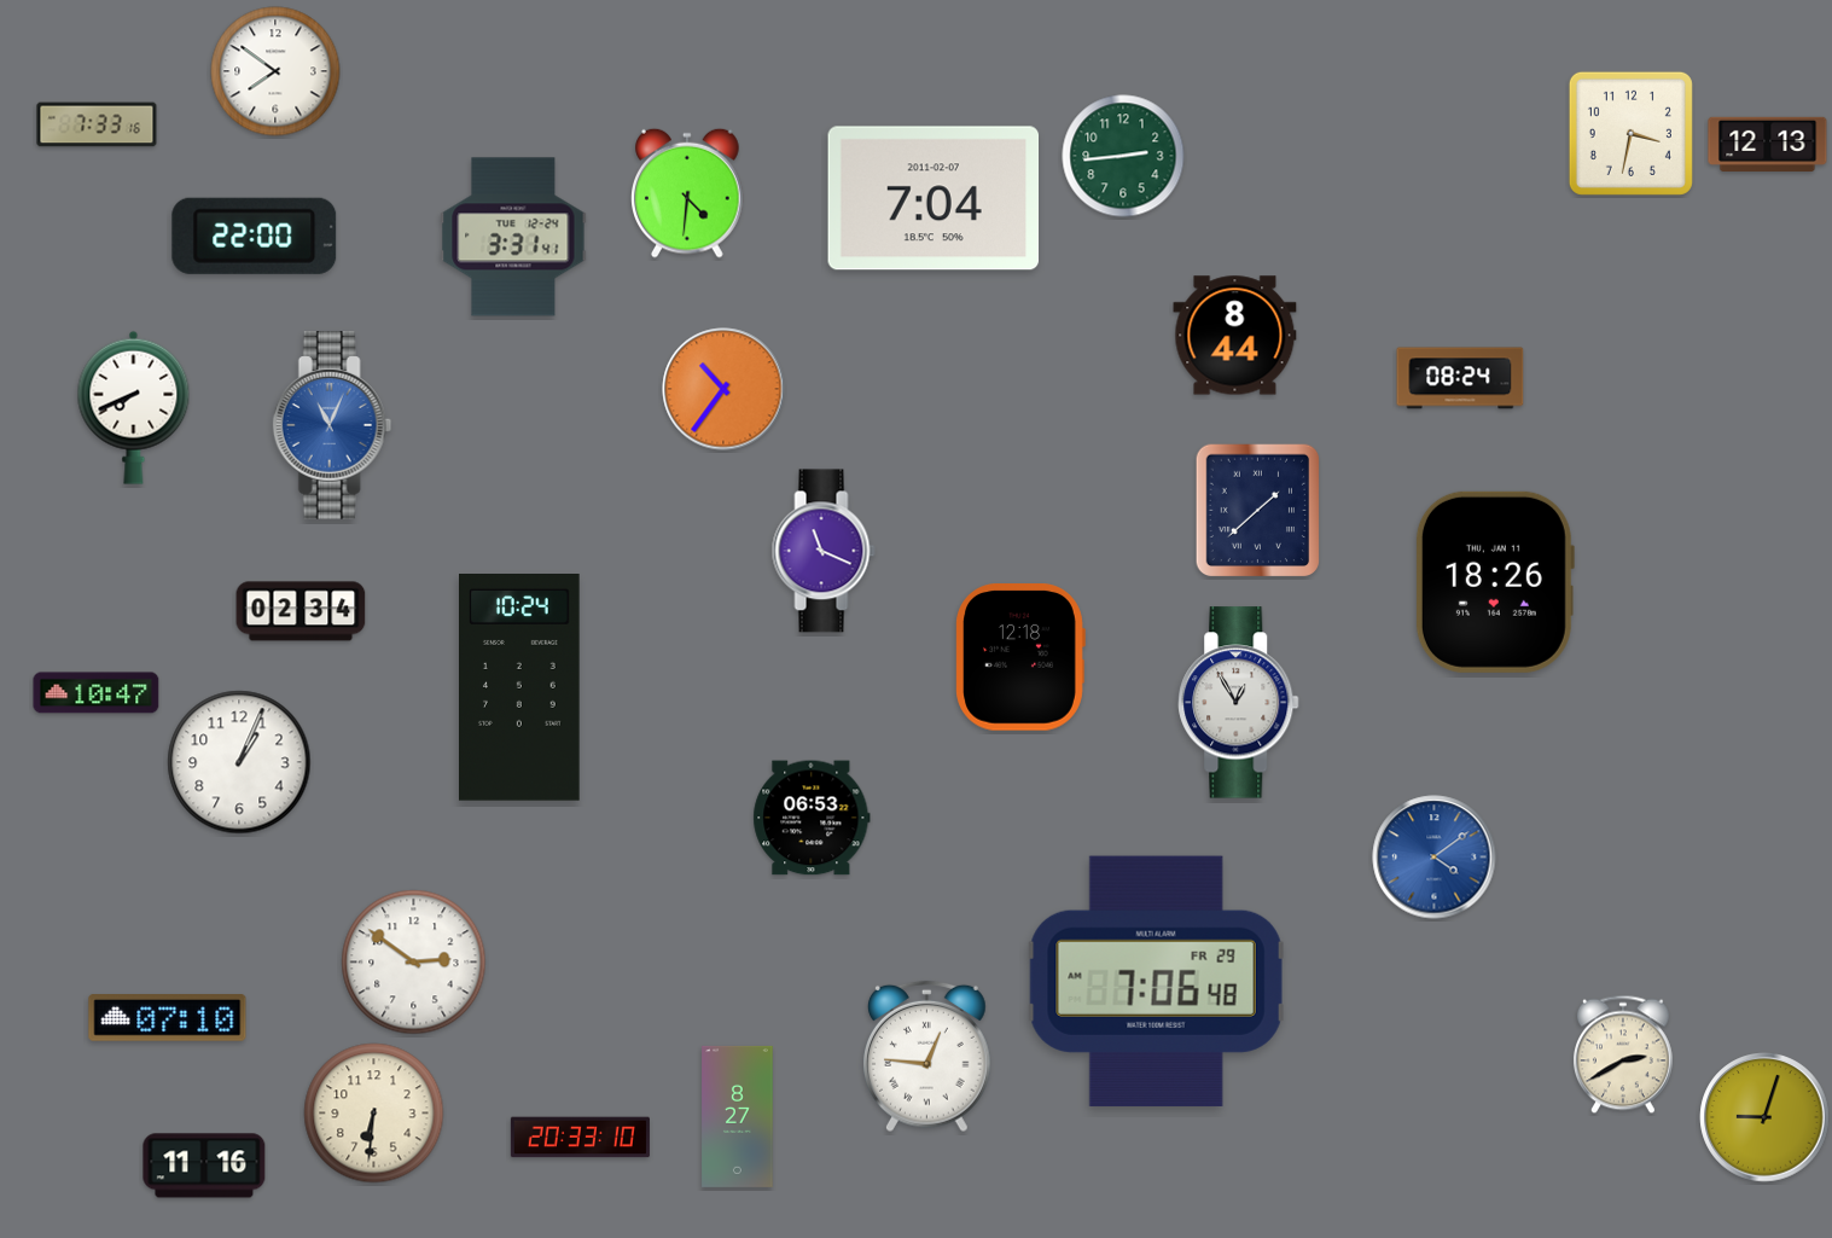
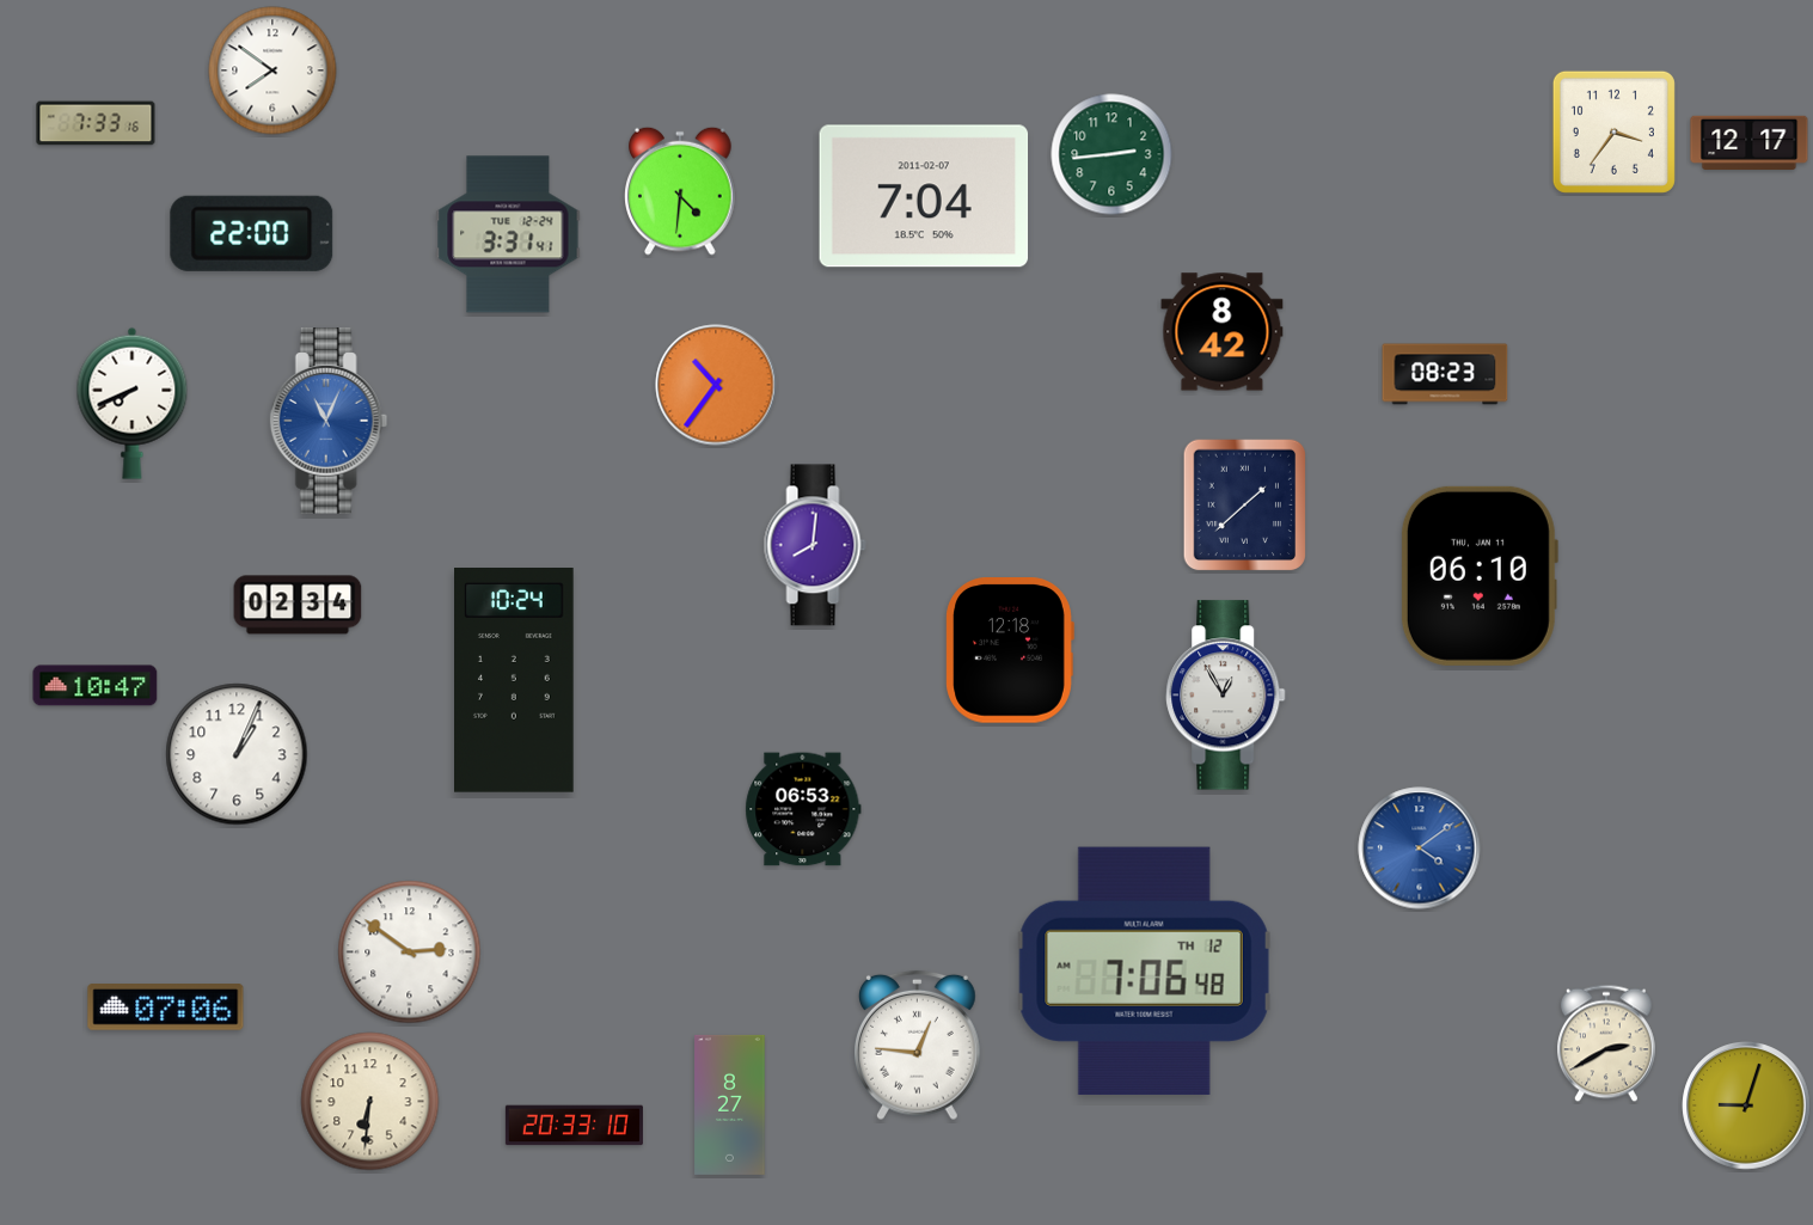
clock at (1630, 133): 3:32 -> 3:36
clock at (1768, 144): 12:13 -> 12:17
clock at (1235, 336): 8:44 -> 8:42
clock at (1460, 378): 08:24 -> 08:23
clock at (824, 551): 11:19 -> 8:01
clock at (1494, 582): 18:26 -> 06:10
clock at (1157, 981) date: FR 29 -> TH 12
clock at (168, 1018): 07:10 -> 07:06
clock at (204, 1166): 11:16 -> none
